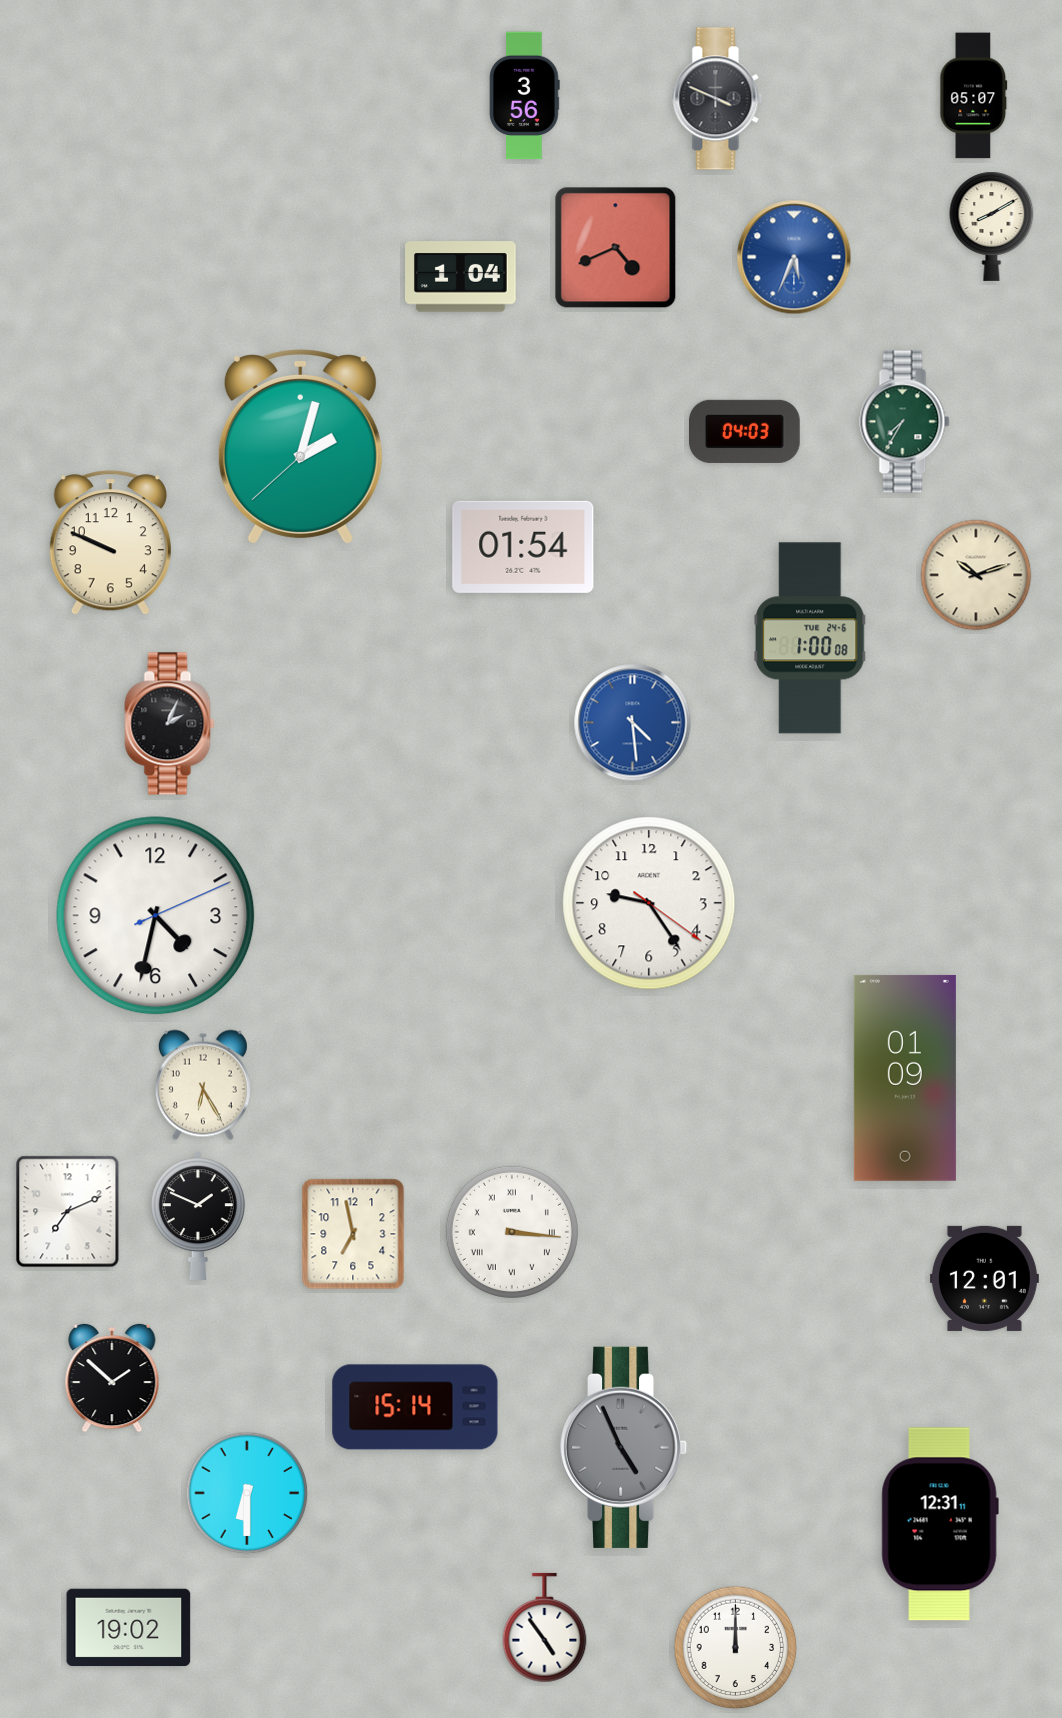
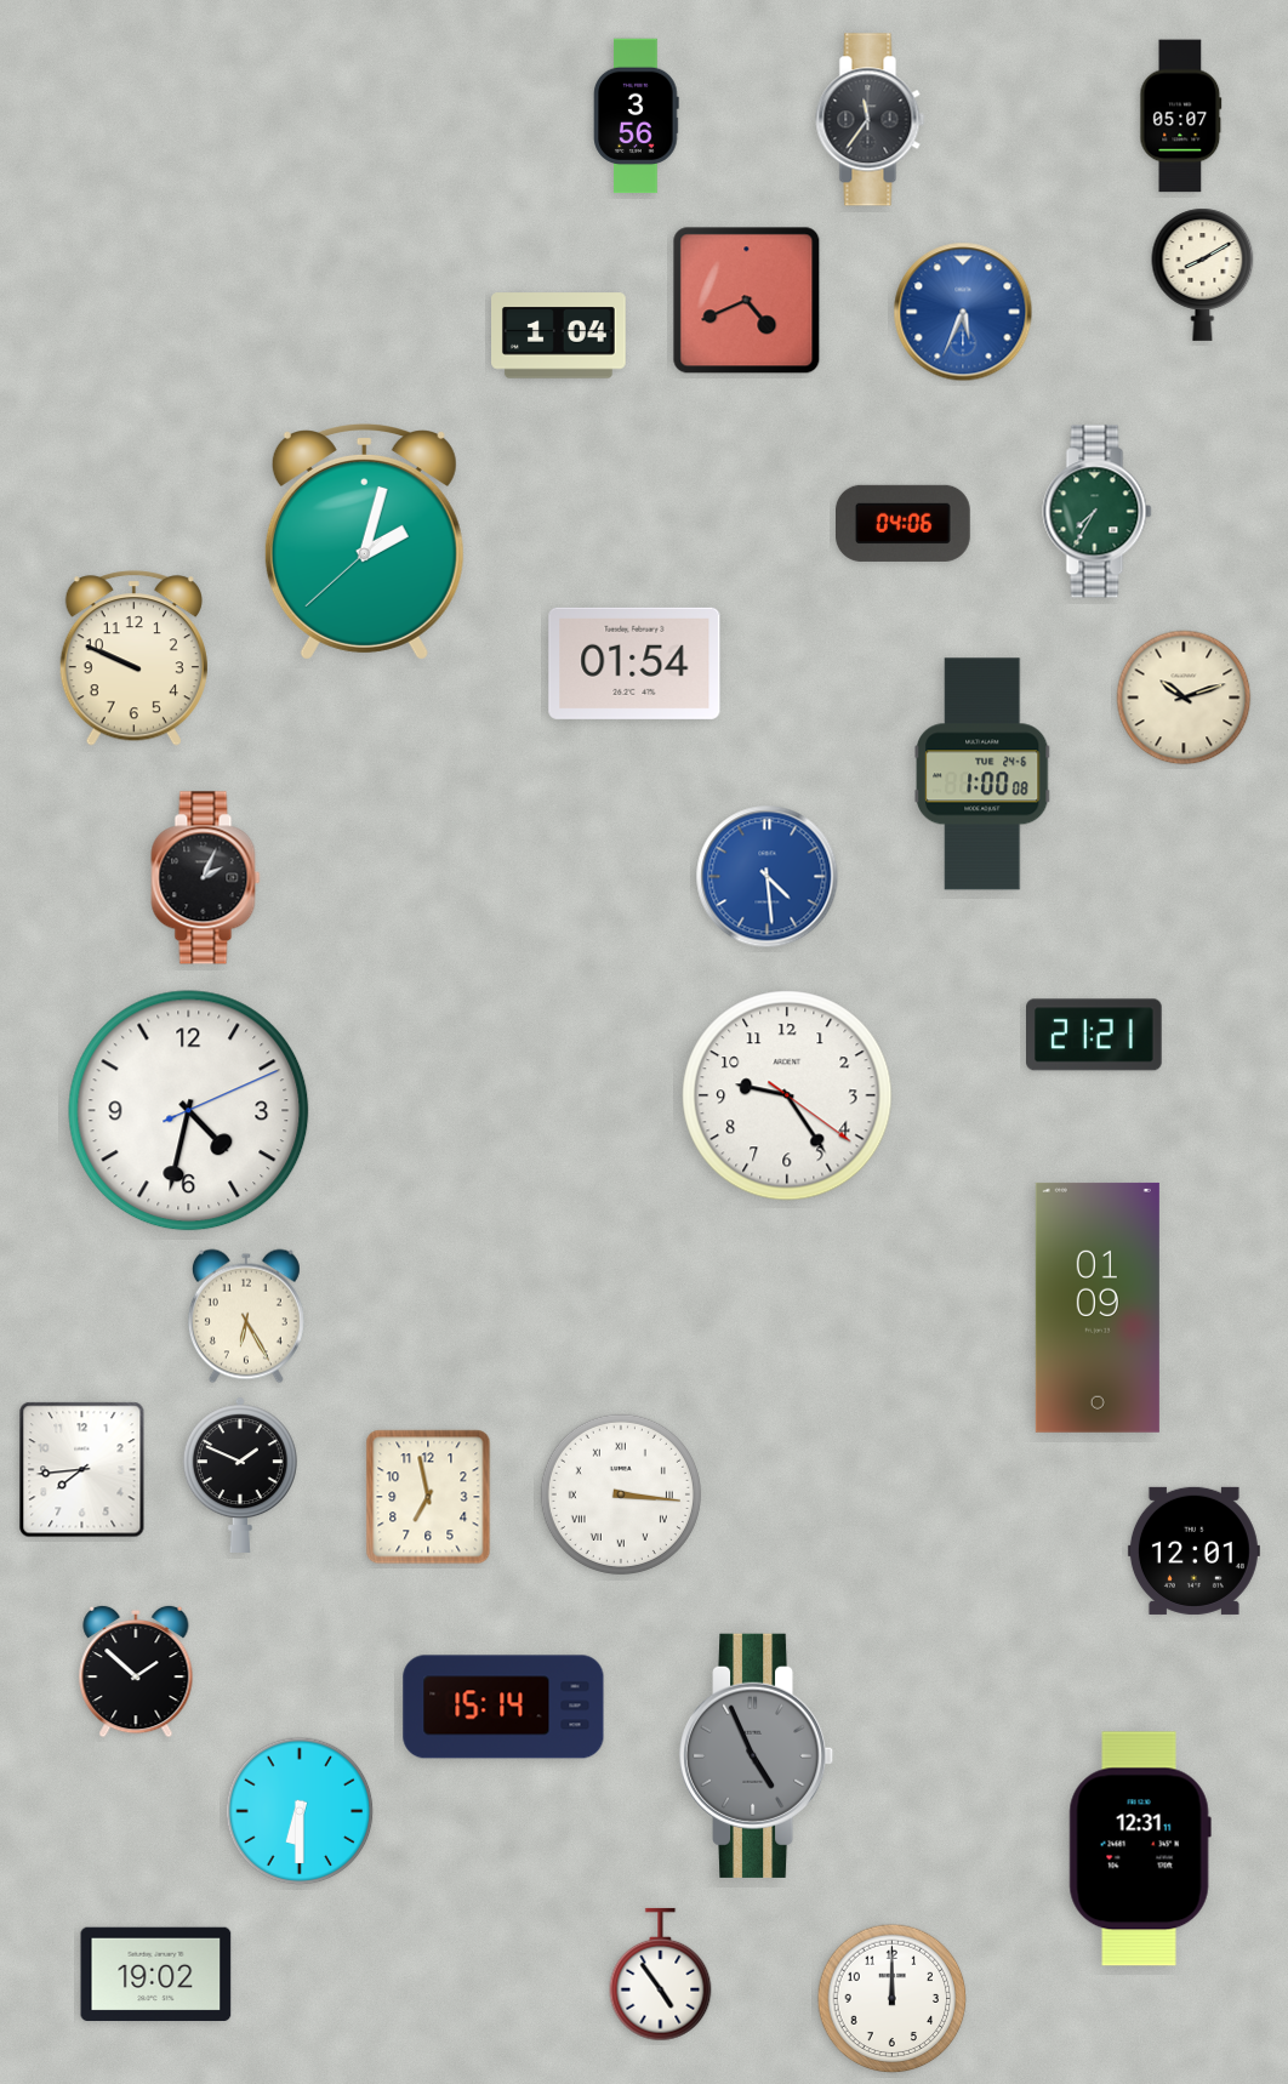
clock at (718, 99): 3:49 -> 11:36
clock at (745, 431): 04:03 -> 04:06
clock at (1095, 1035): none -> 21:21
clock at (68, 1212): 7:11 -> 7:44
